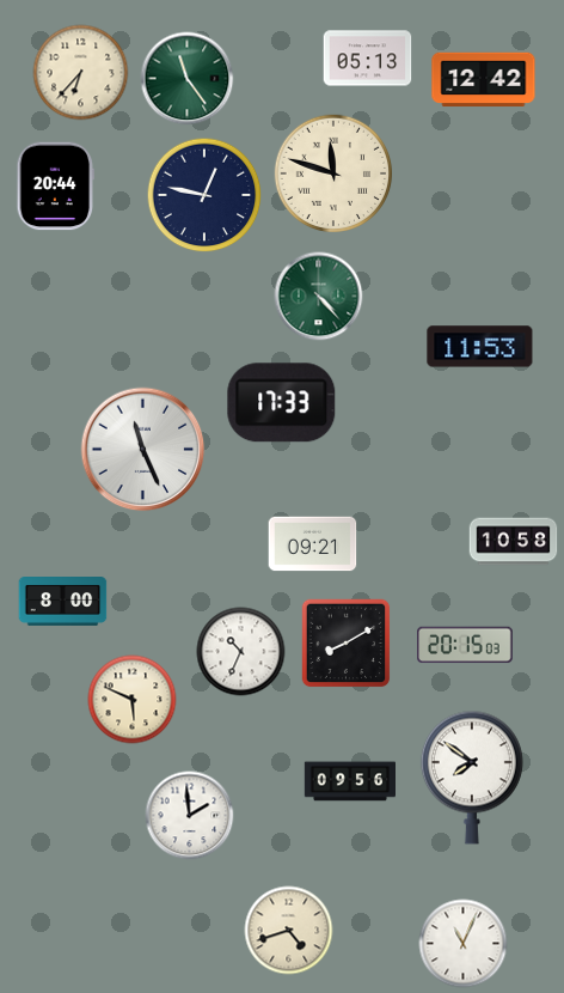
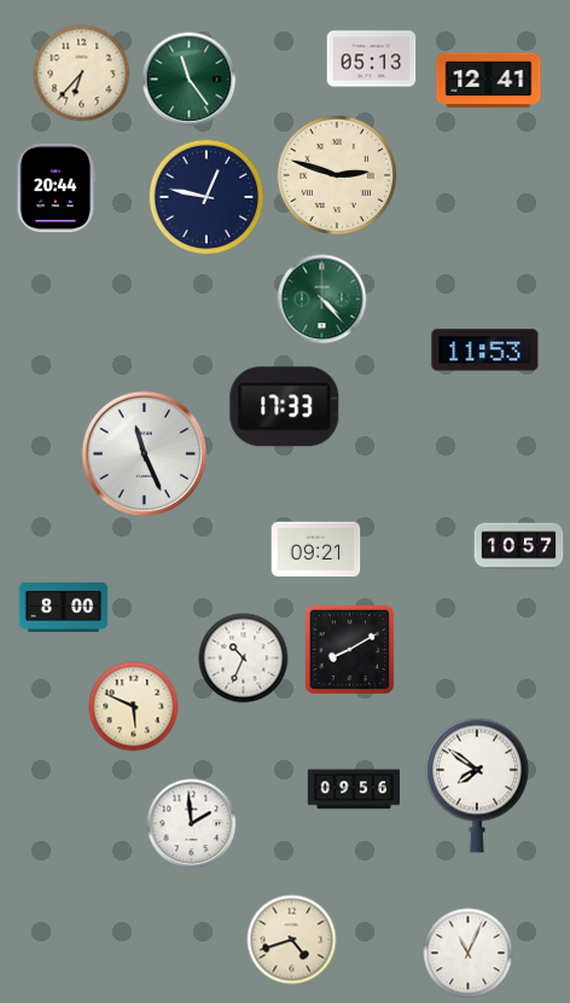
clock at (484, 80): 12:42 -> 12:41
clock at (333, 173): 11:48 -> 2:48
clock at (514, 542): 10:58 -> 10:57
clock at (466, 645): 20:15 -> none
